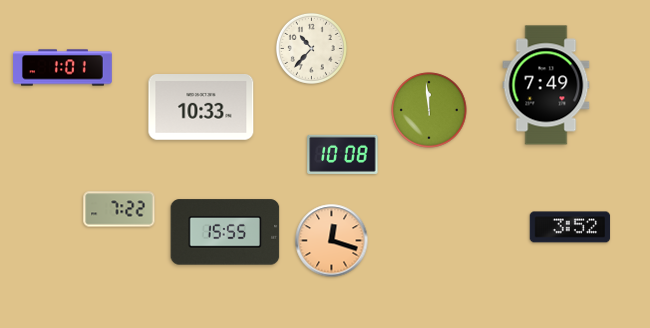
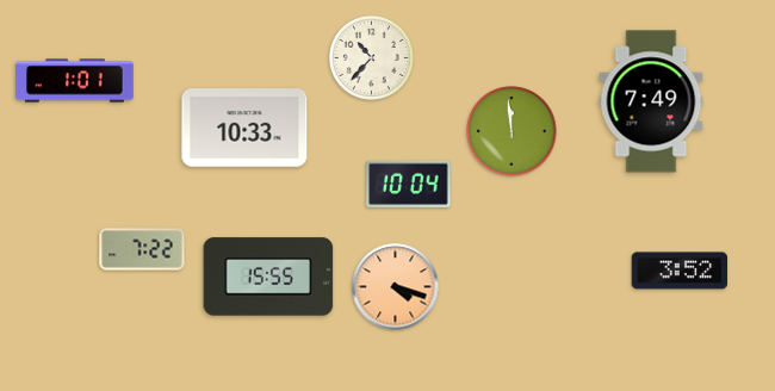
clock at (201, 108) position: (201, 108) -> (244, 129)
clock at (343, 154): 10:08 -> 10:04
clock at (332, 241): 12:18 -> 4:18
